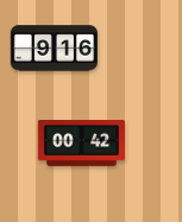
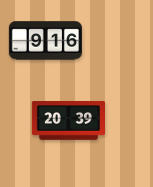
clock at (81, 144): 00:42 -> 20:39
